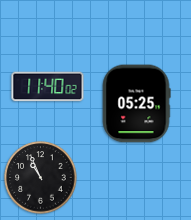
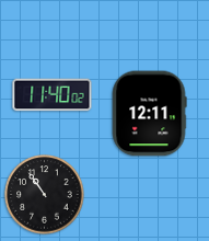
clock at (136, 104): 05:25 -> 12:11
clock at (41, 178): 10:56 -> 10:54
